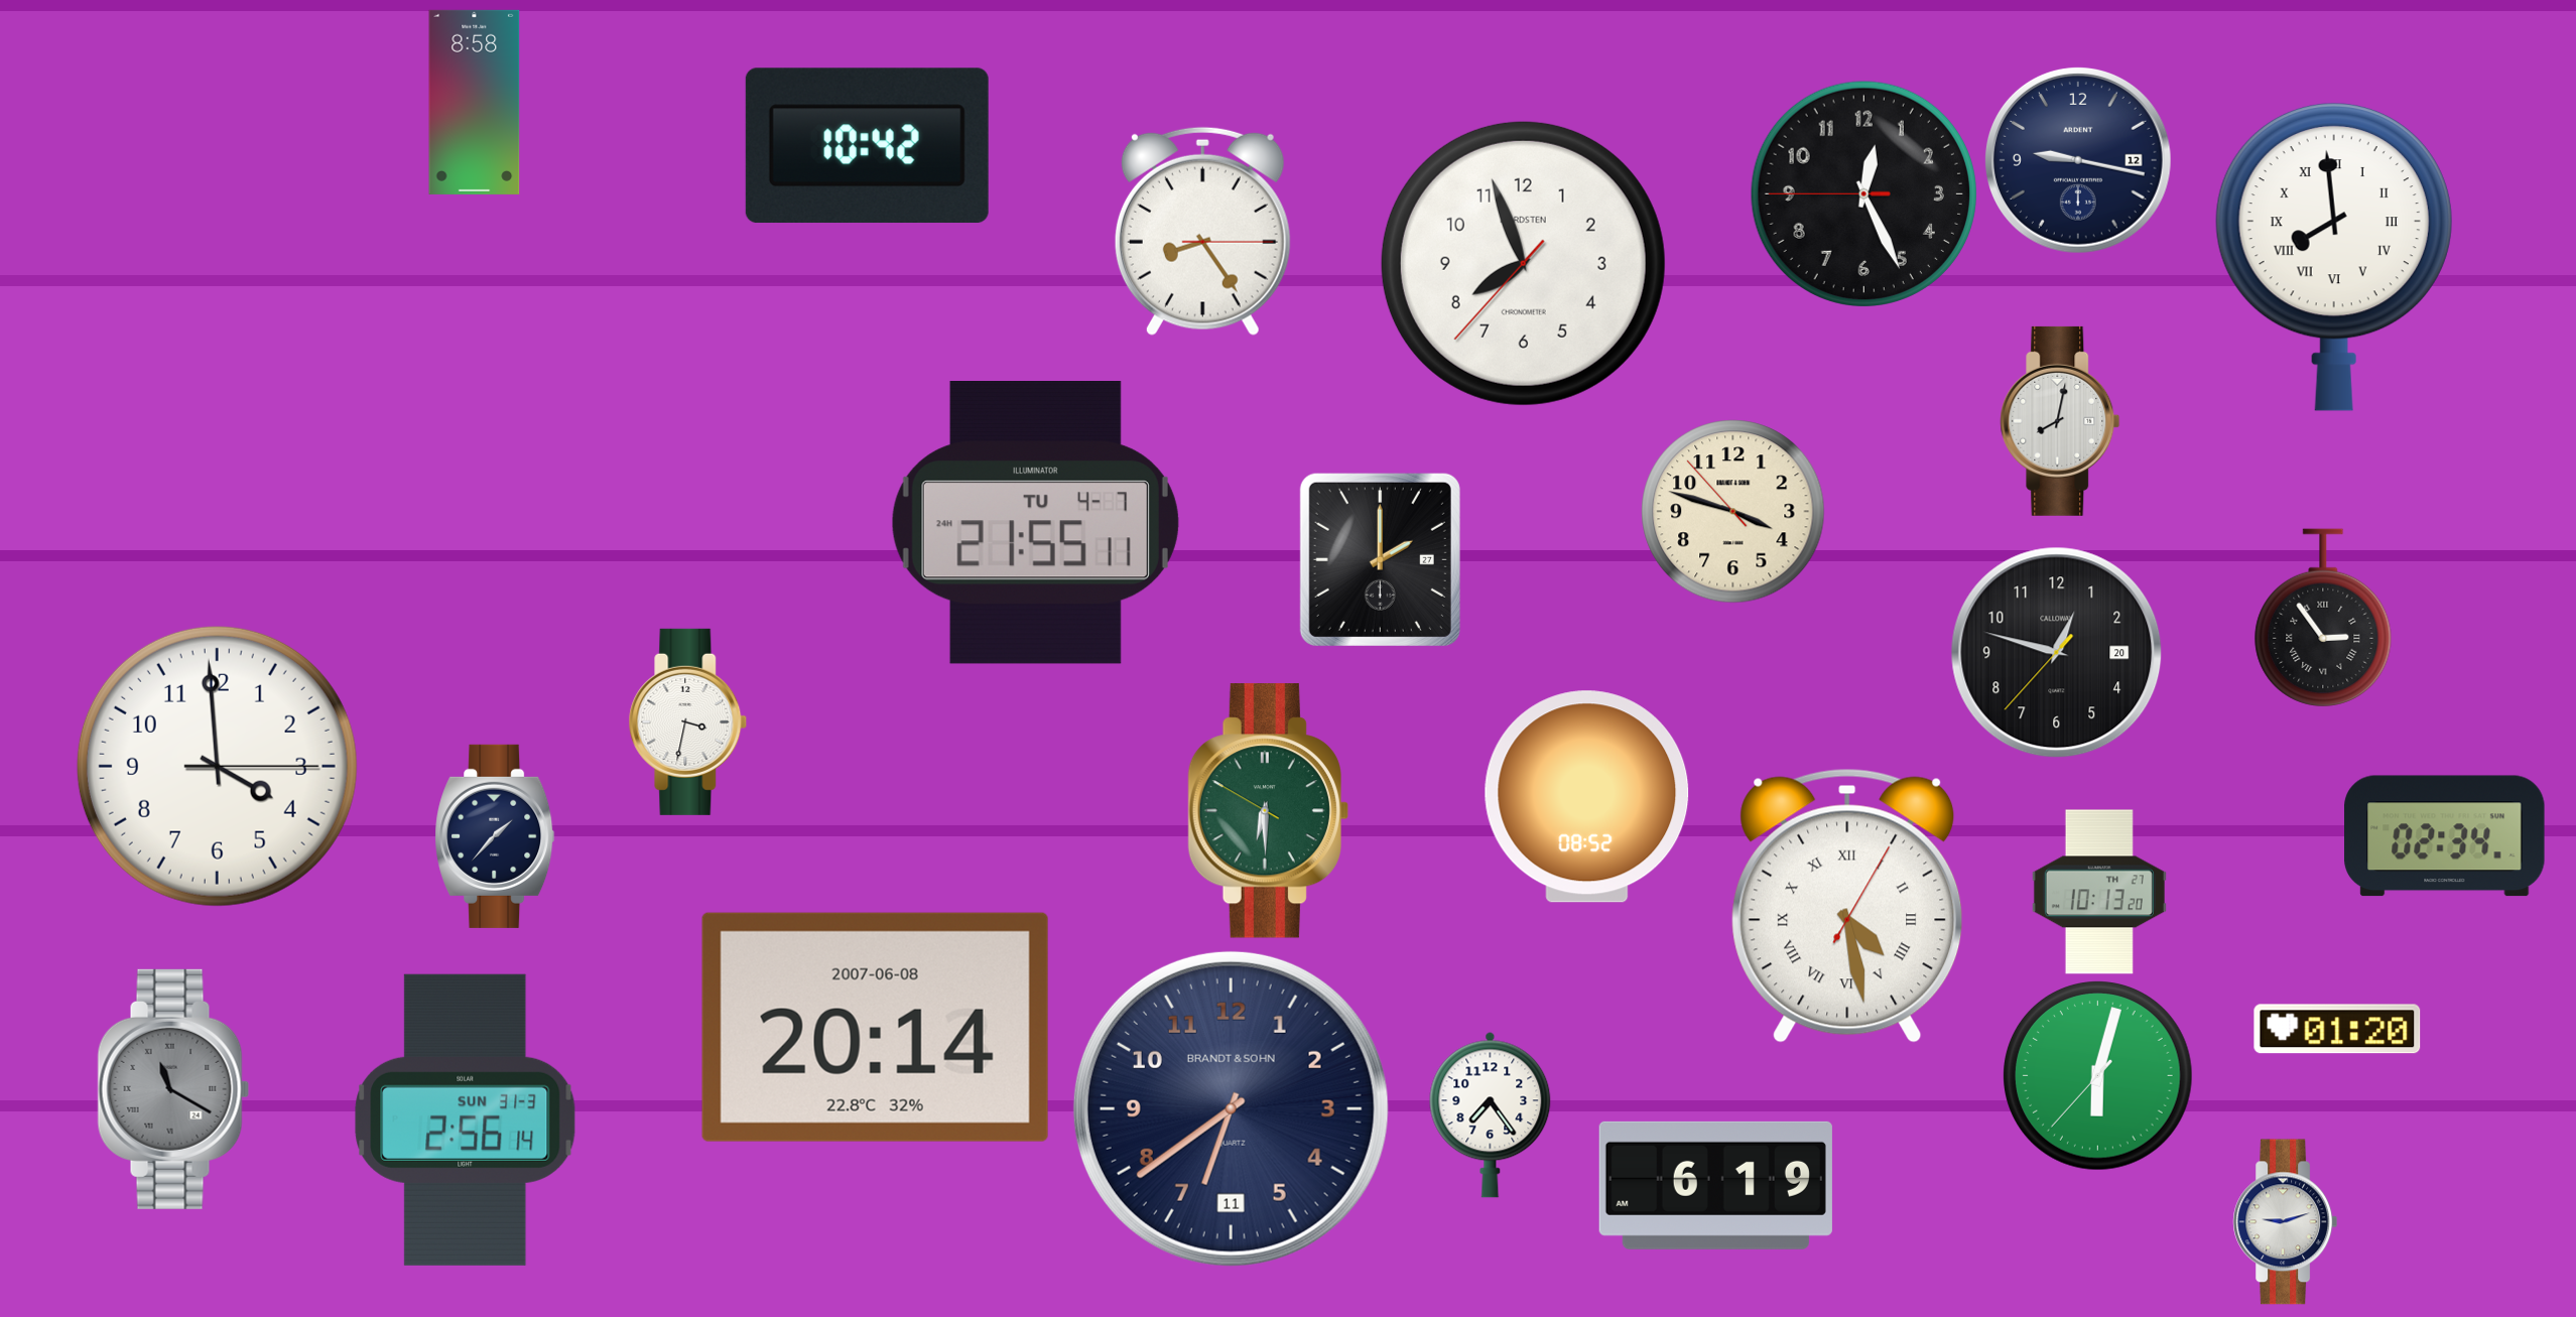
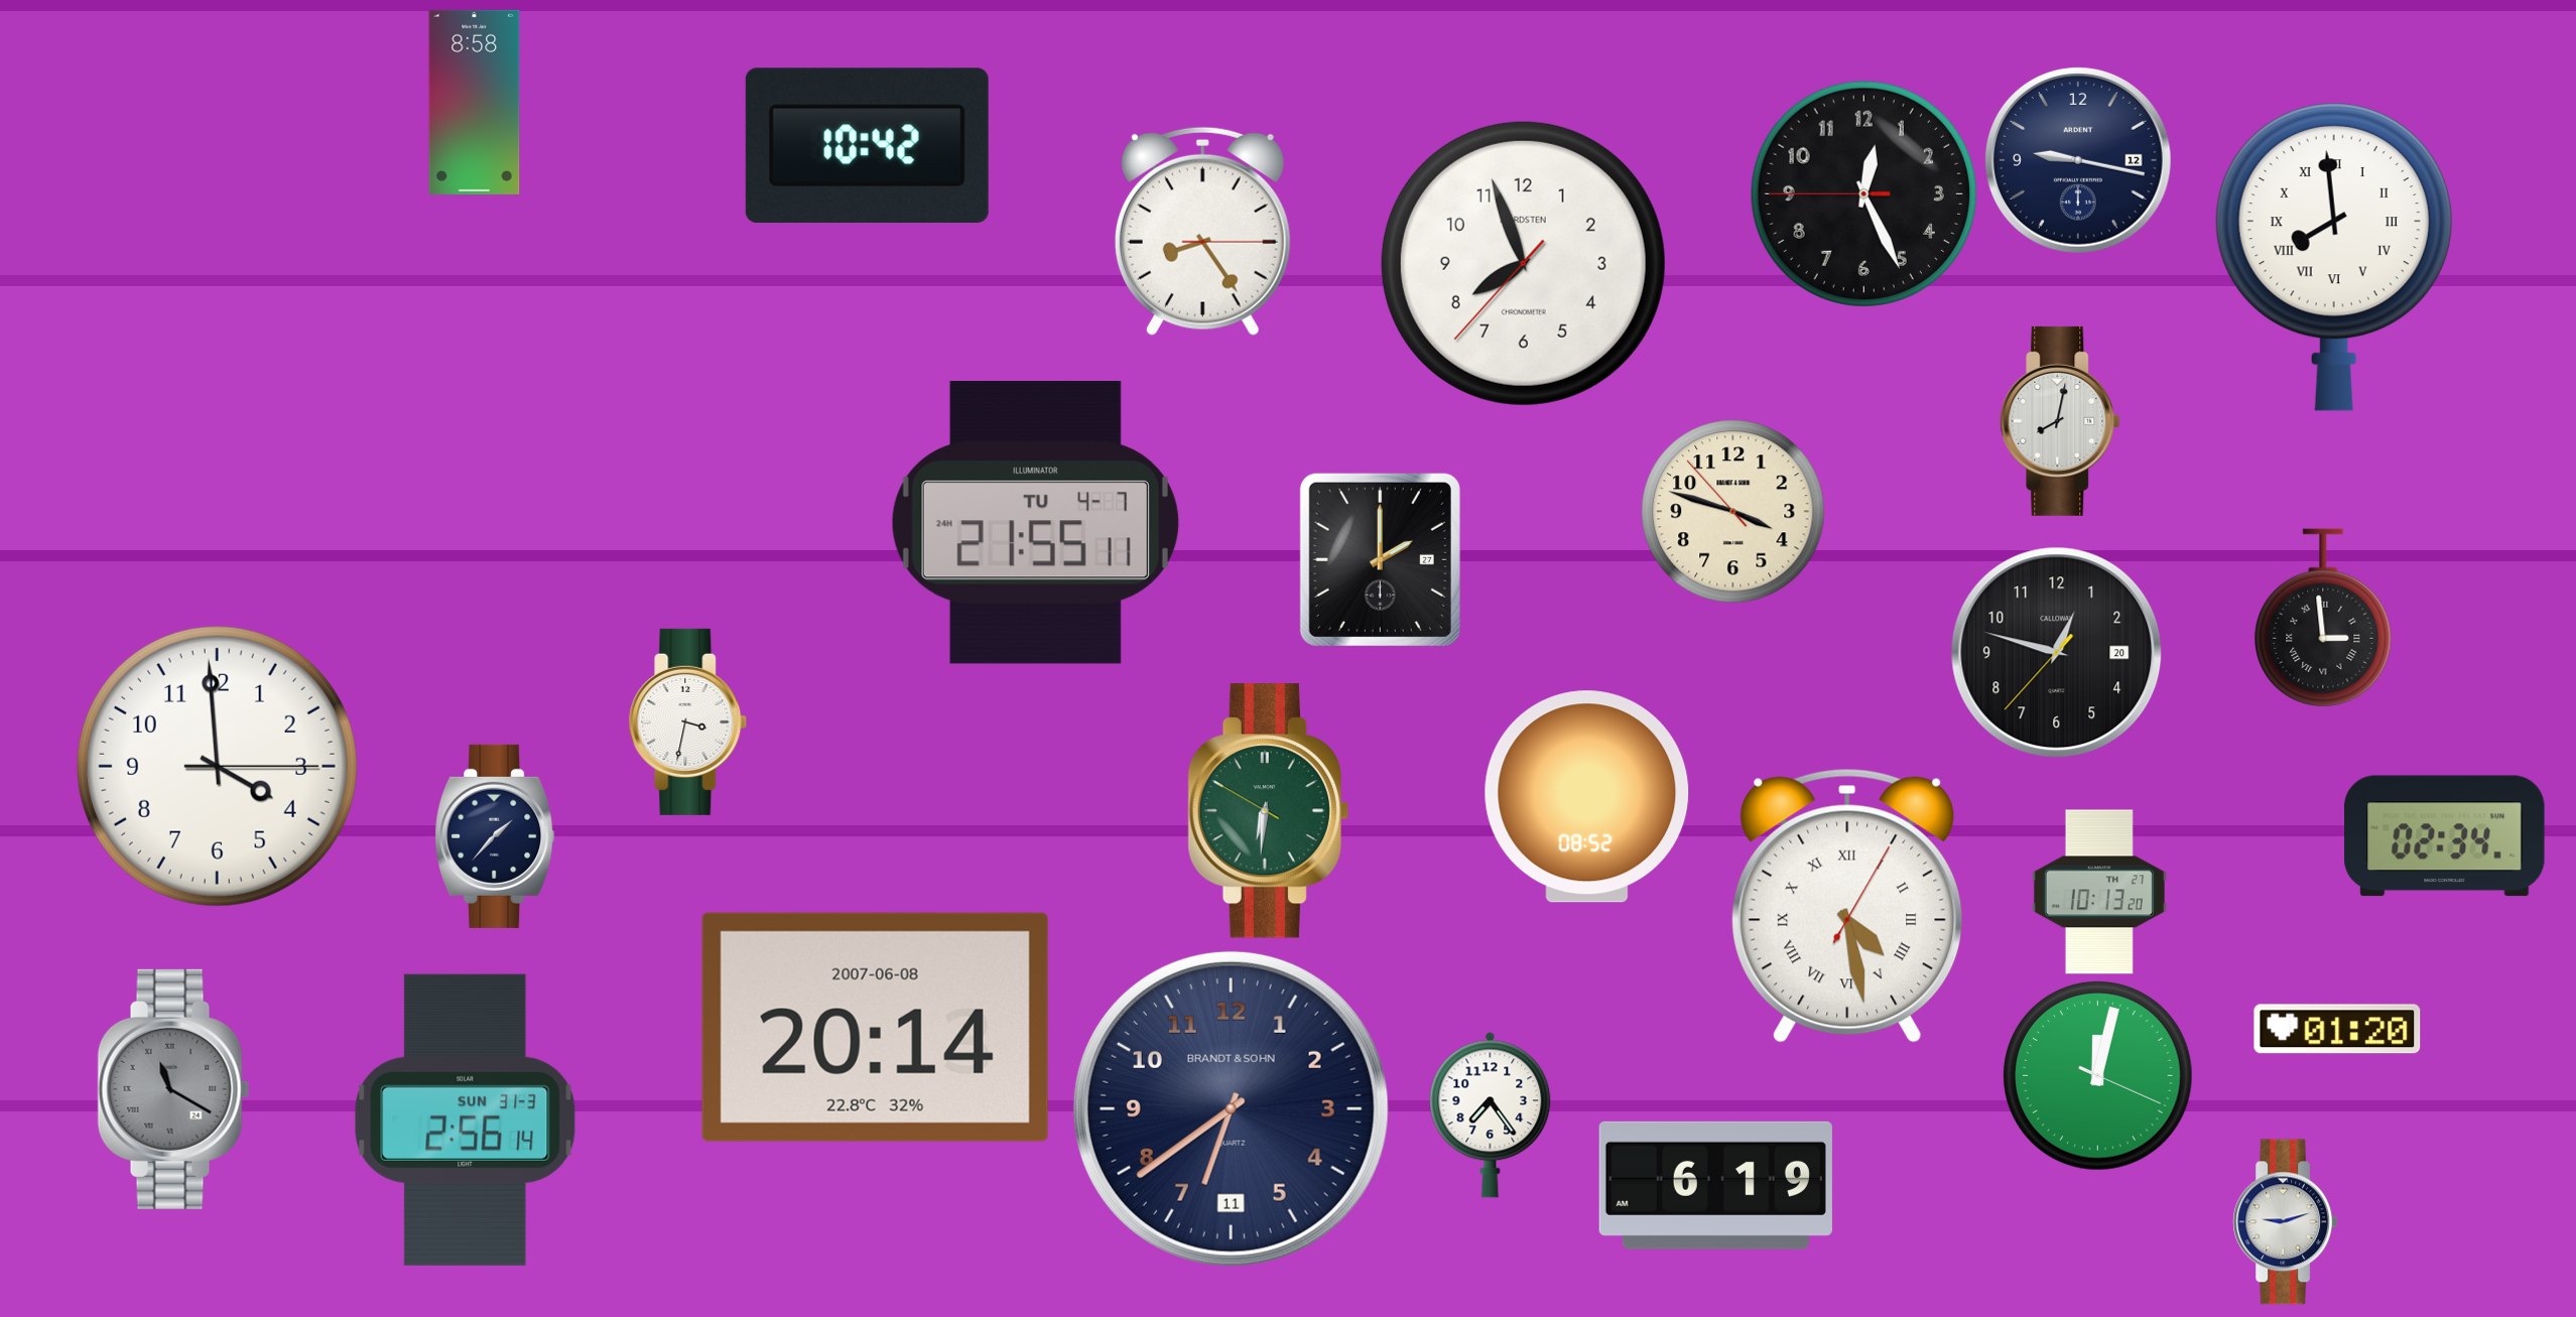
clock at (2323, 618): 2:54 -> 2:59
clock at (1268, 811): 6:29 -> 6:30
clock at (2098, 1076): 6:02 -> 12:02
